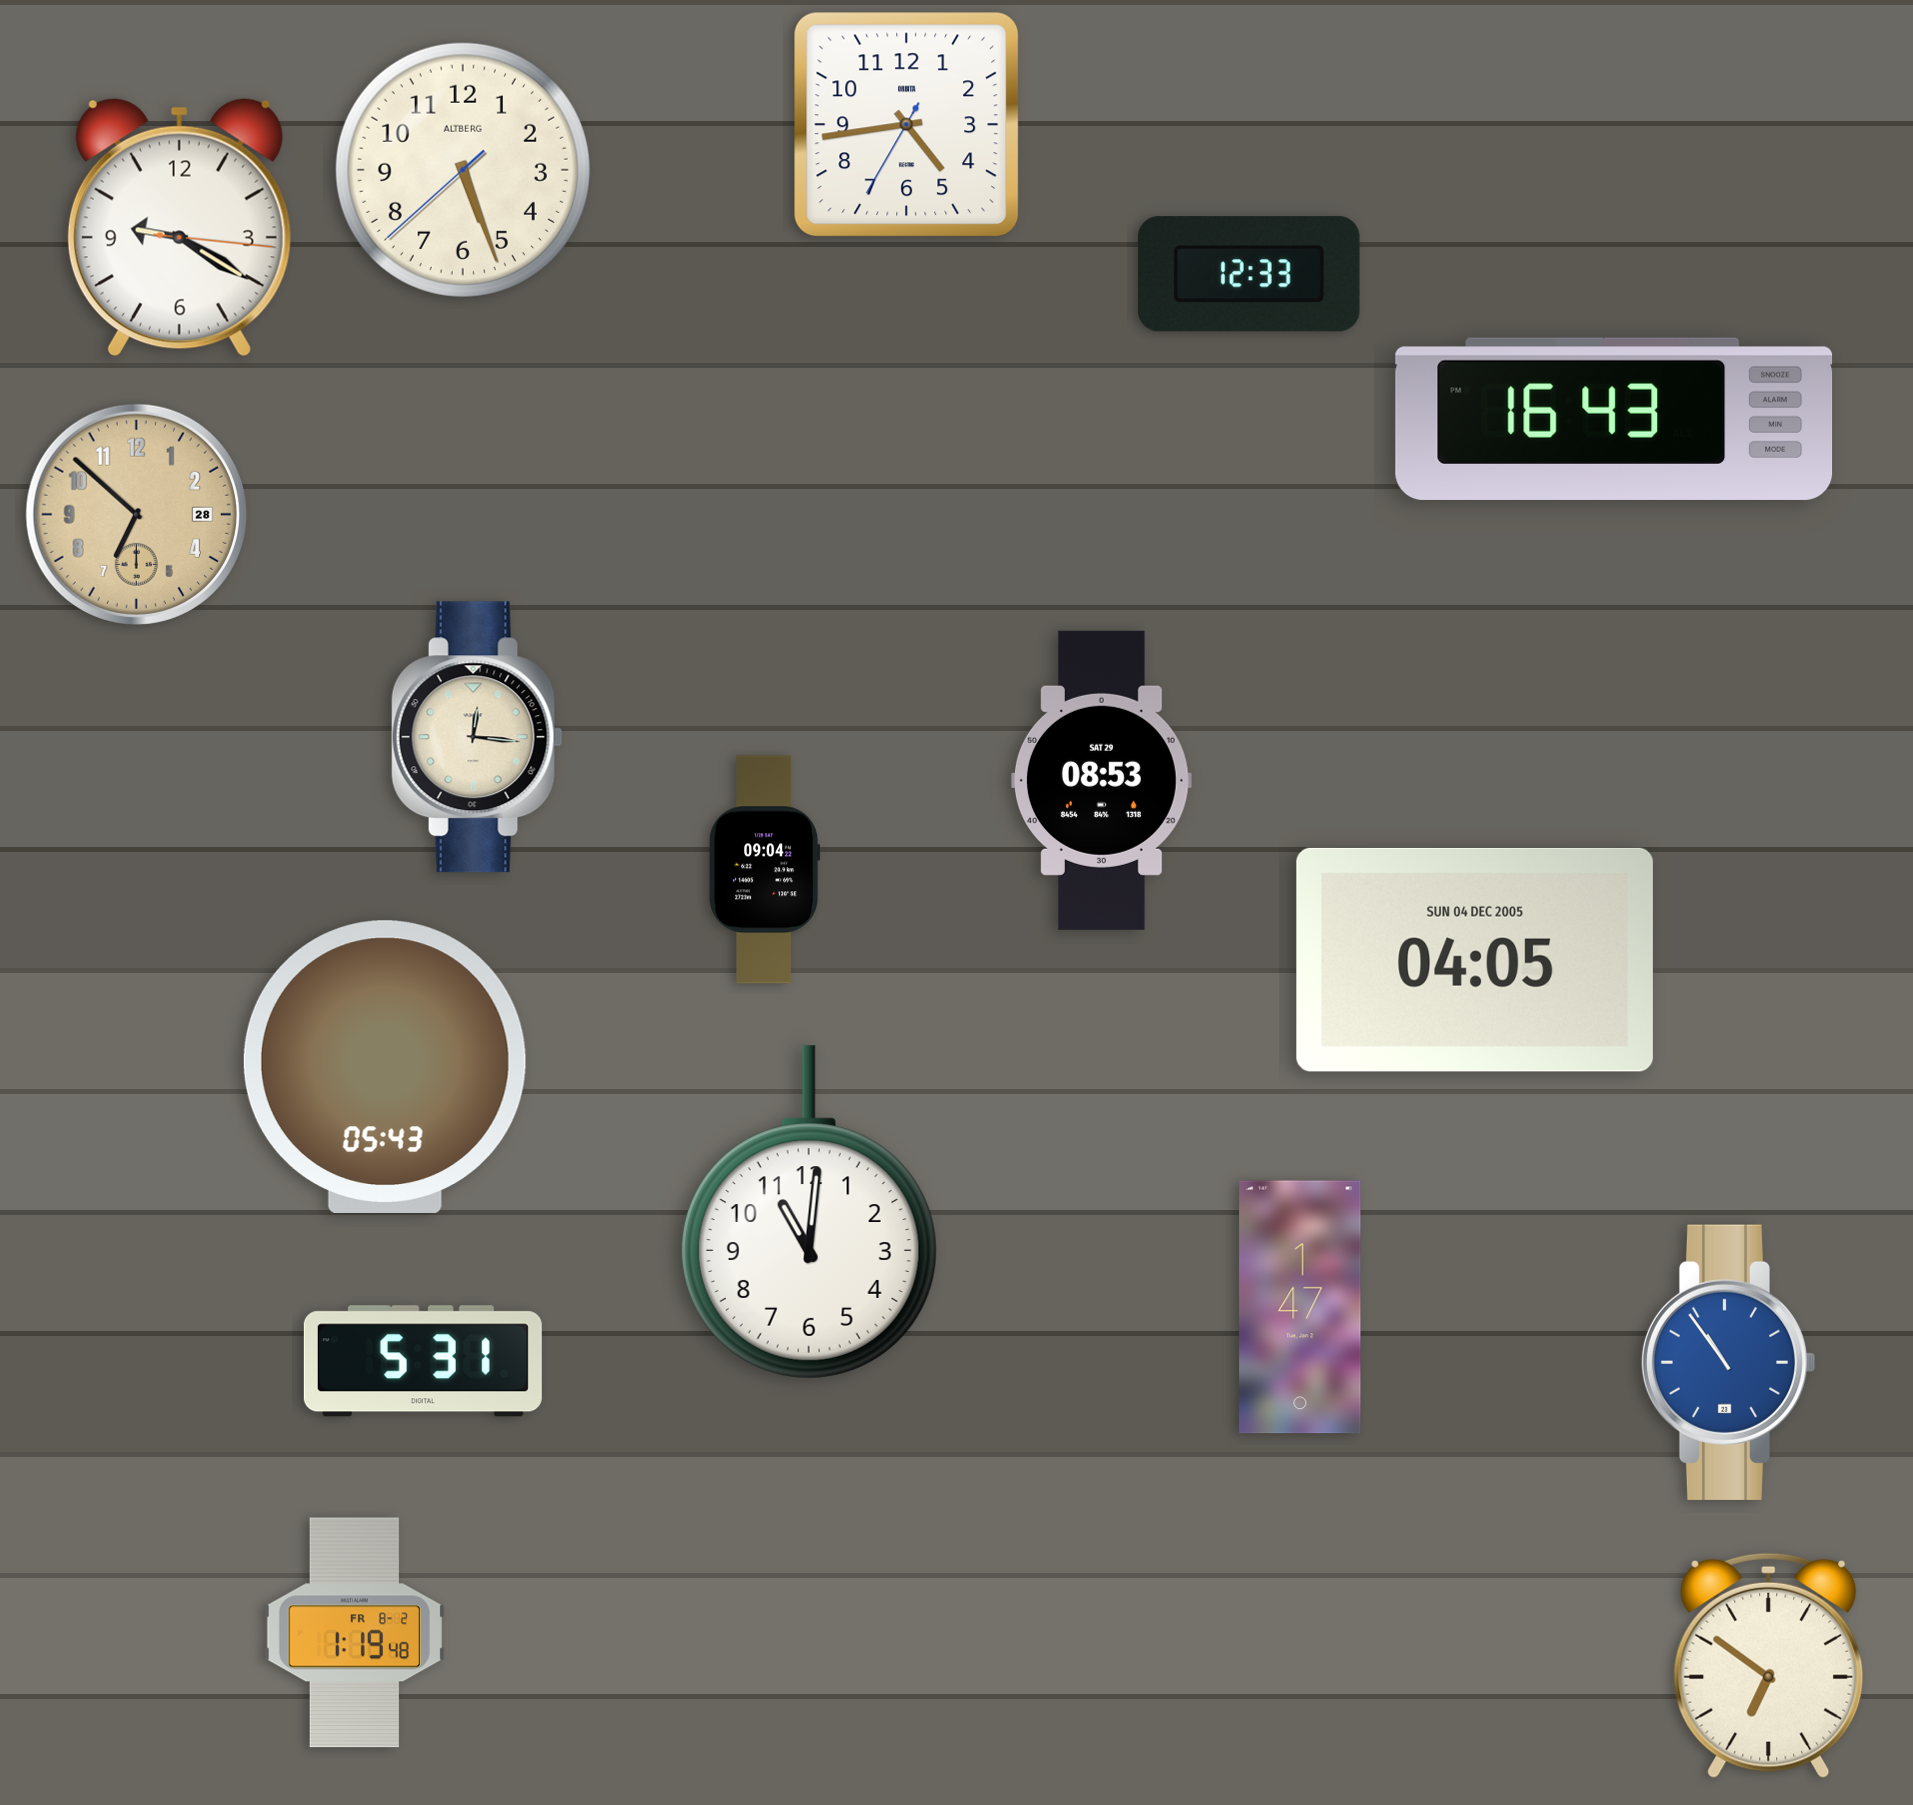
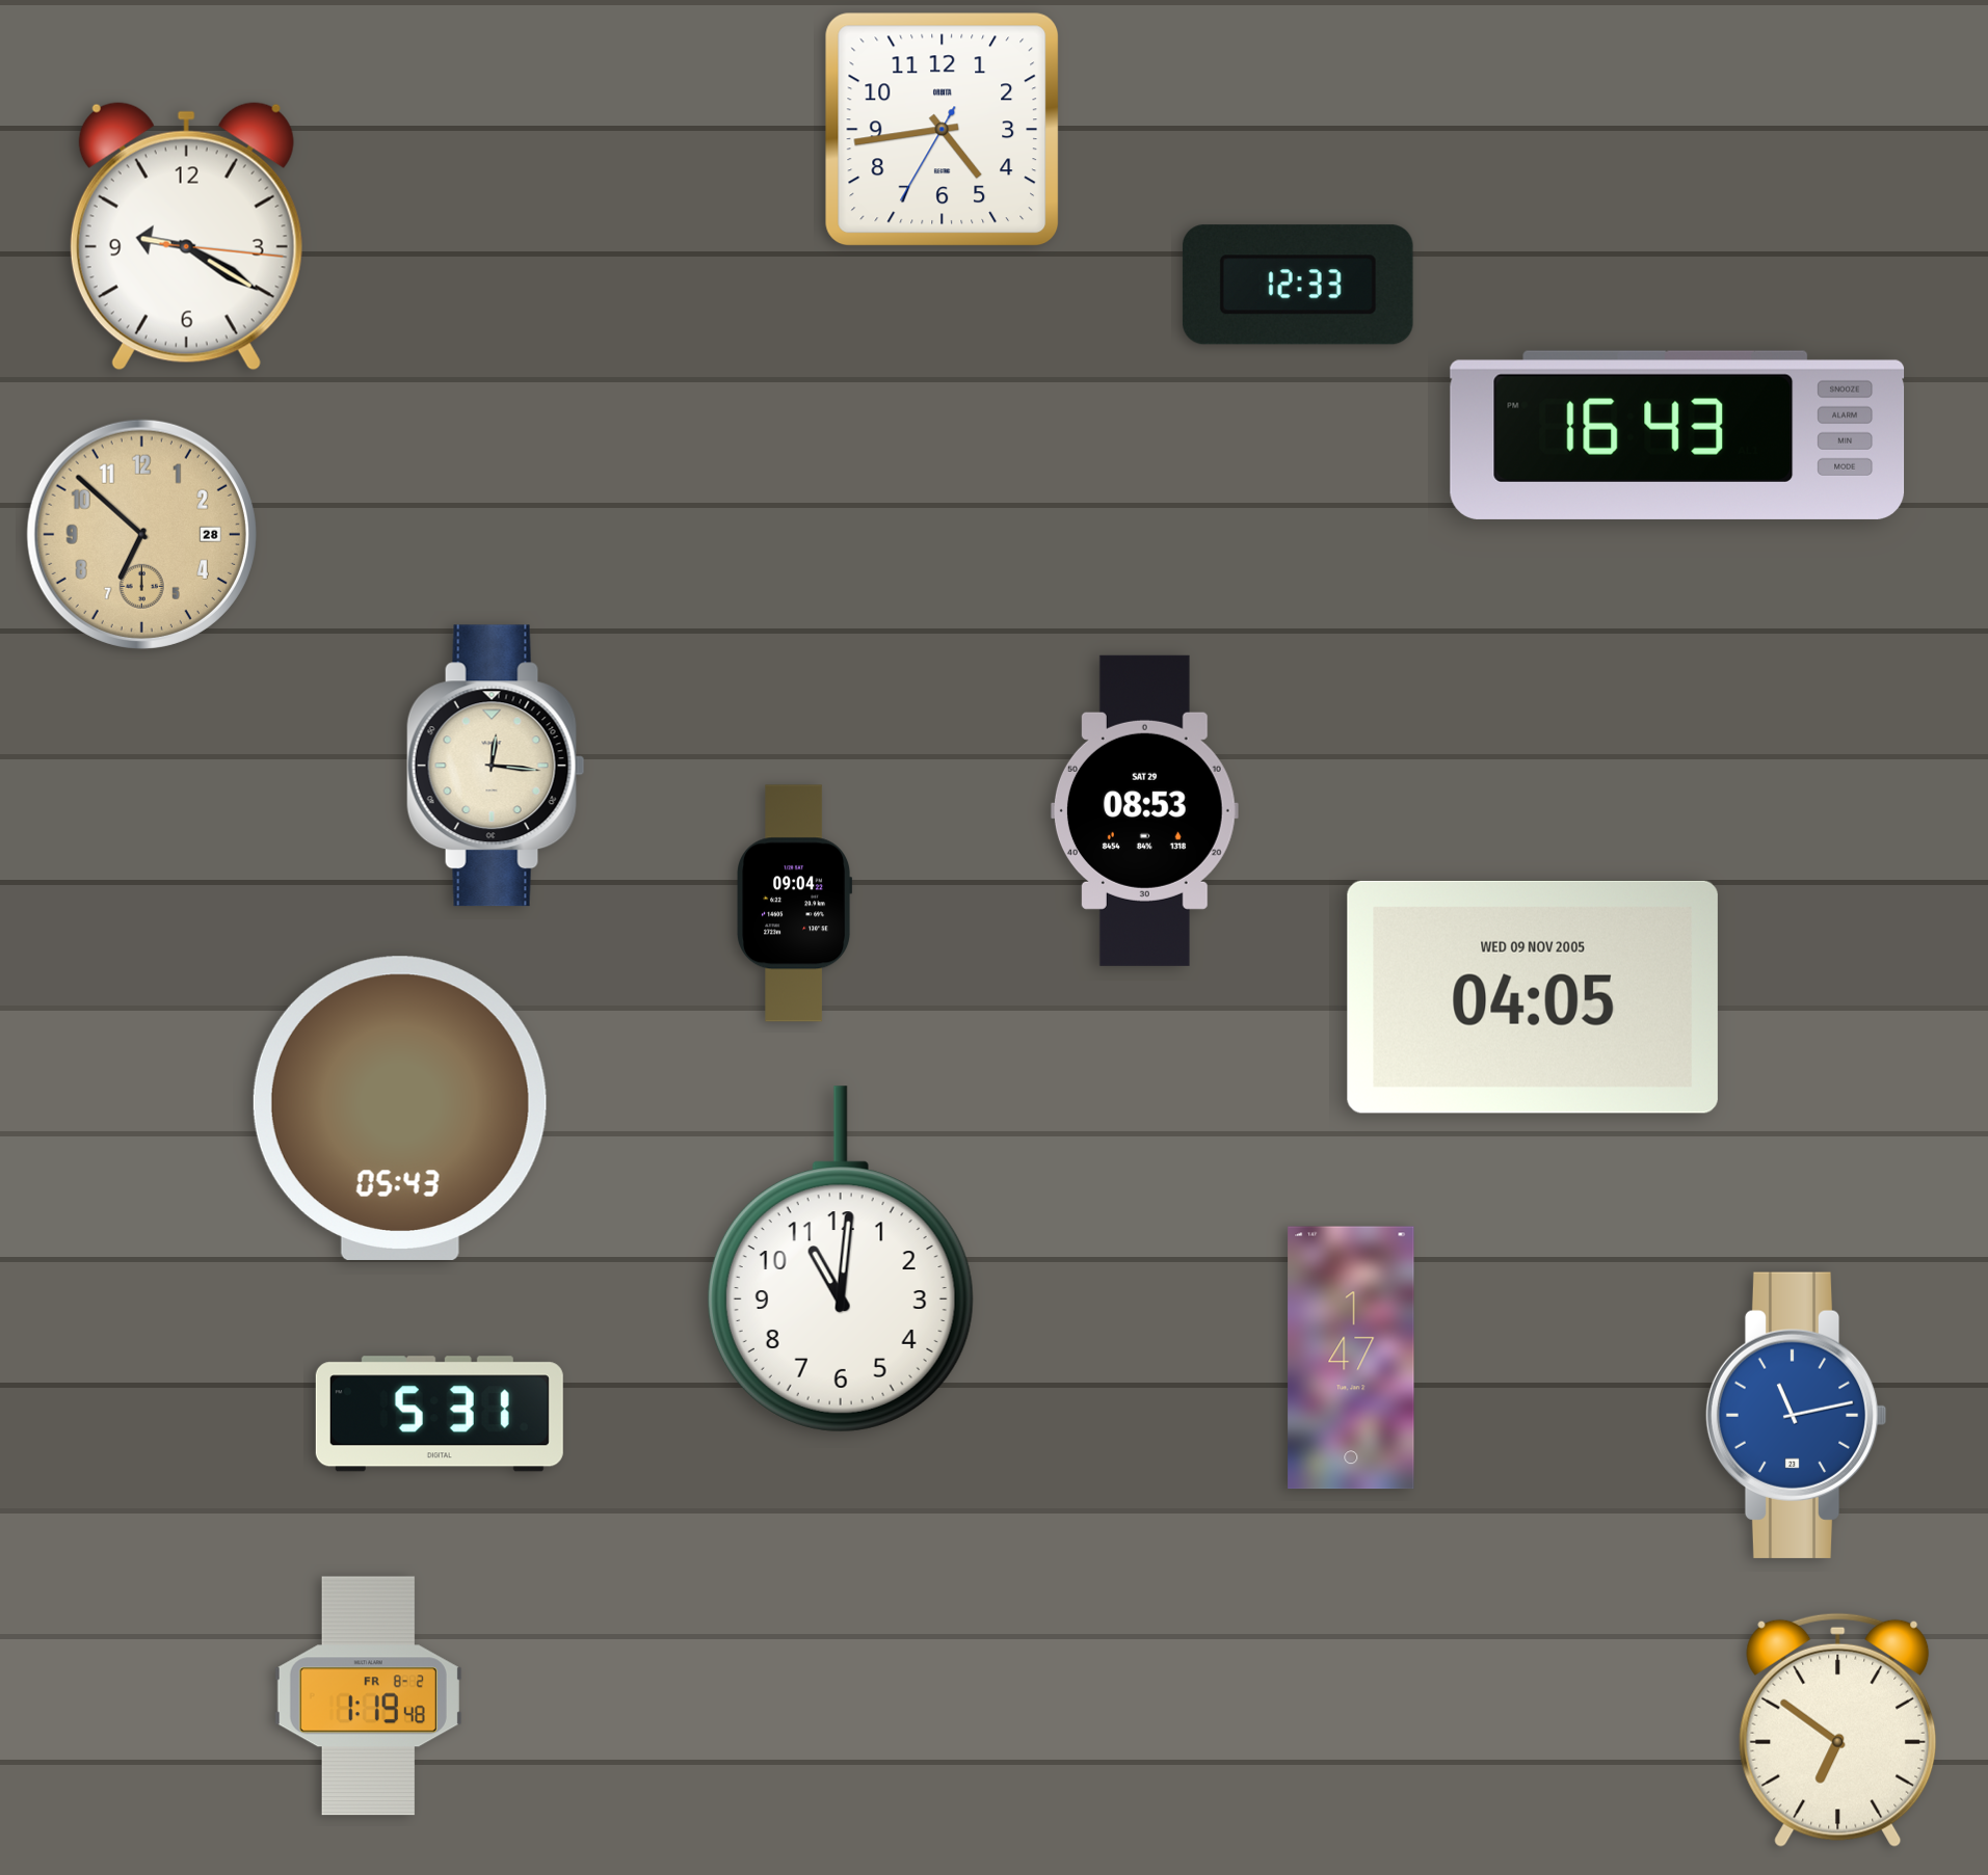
clock at (463, 170): 5:26 -> none
clock at (1475, 960) date: SUN 04 DEC 2005 -> WED 09 NOV 2005
clock at (1728, 1362): 10:54 -> 11:13
